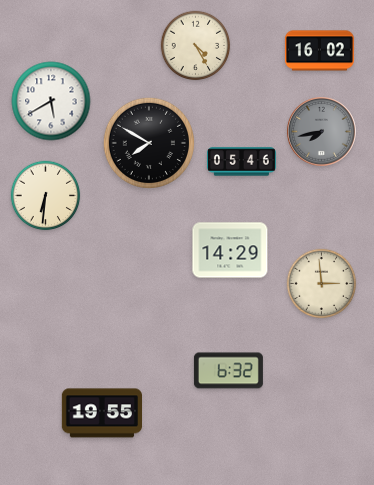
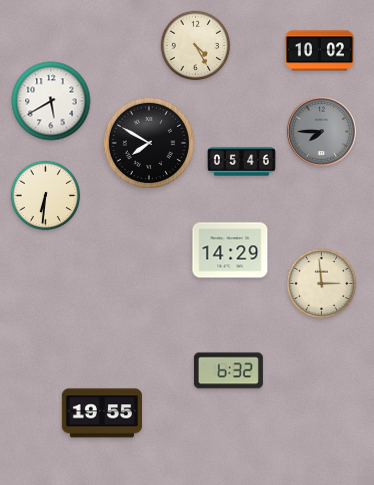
clock at (319, 51): 16:02 -> 10:02
clock at (322, 132): 7:43 -> 7:45
